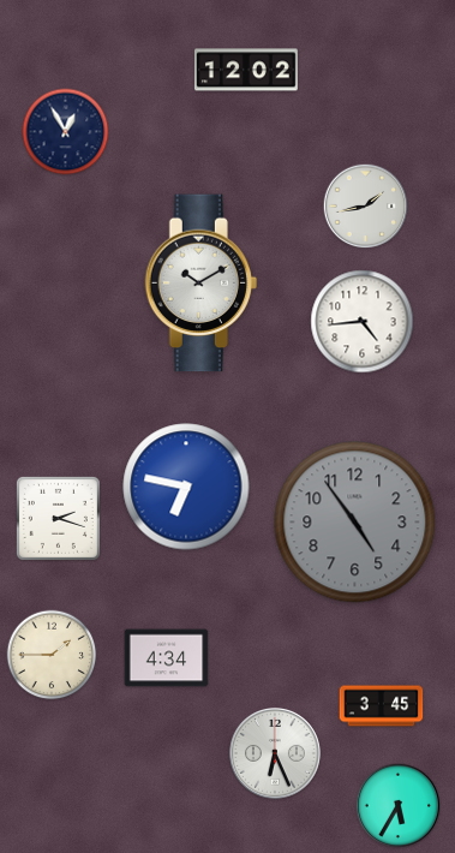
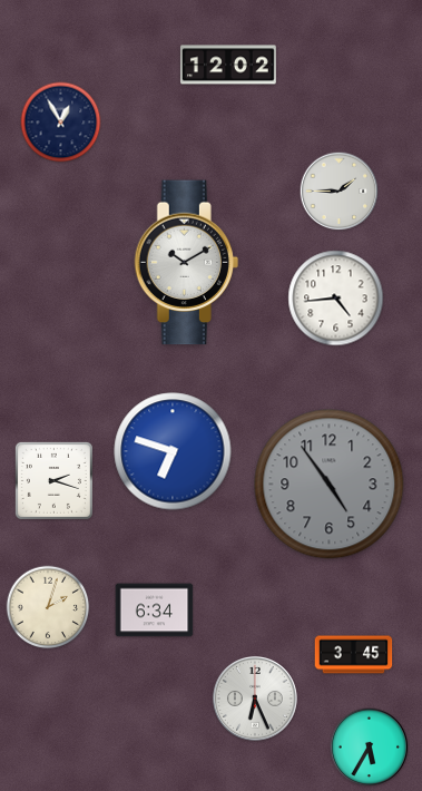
clock at (366, 207): 1:43 -> 1:45
clock at (186, 487): 6:47 -> 6:48
clock at (52, 655): 1:45 -> 2:03
clock at (167, 658): 4:34 -> 6:34
